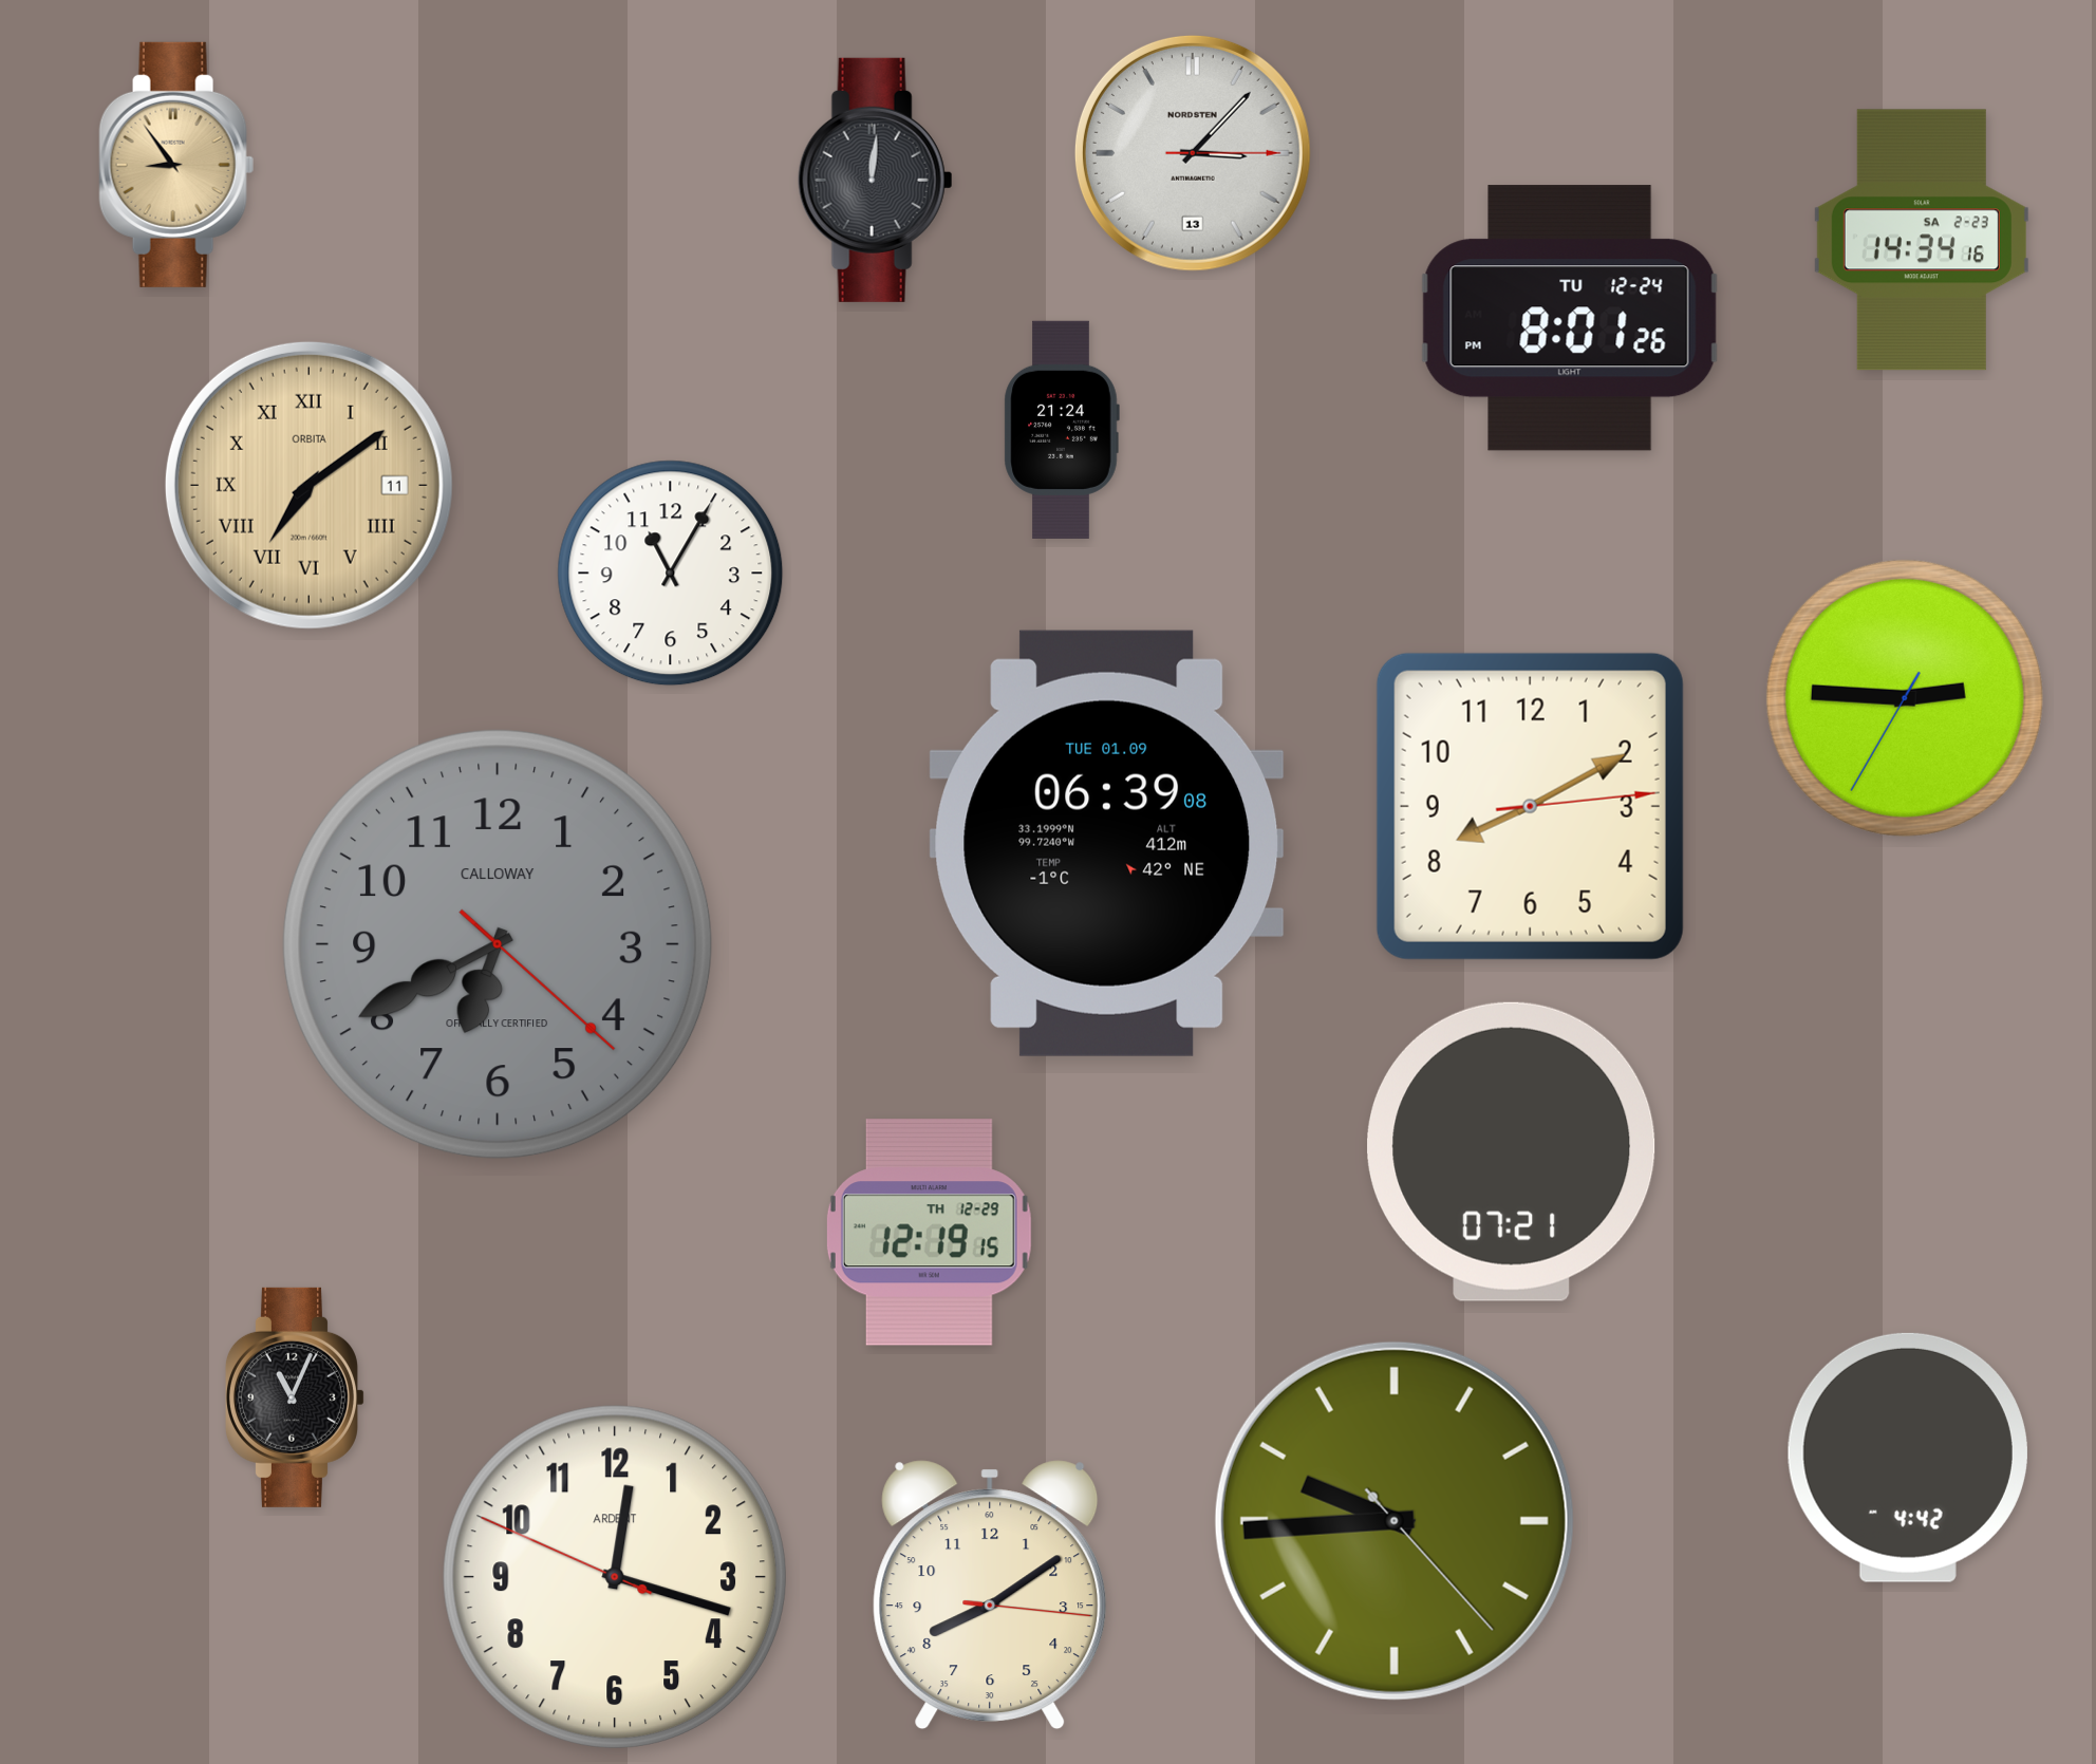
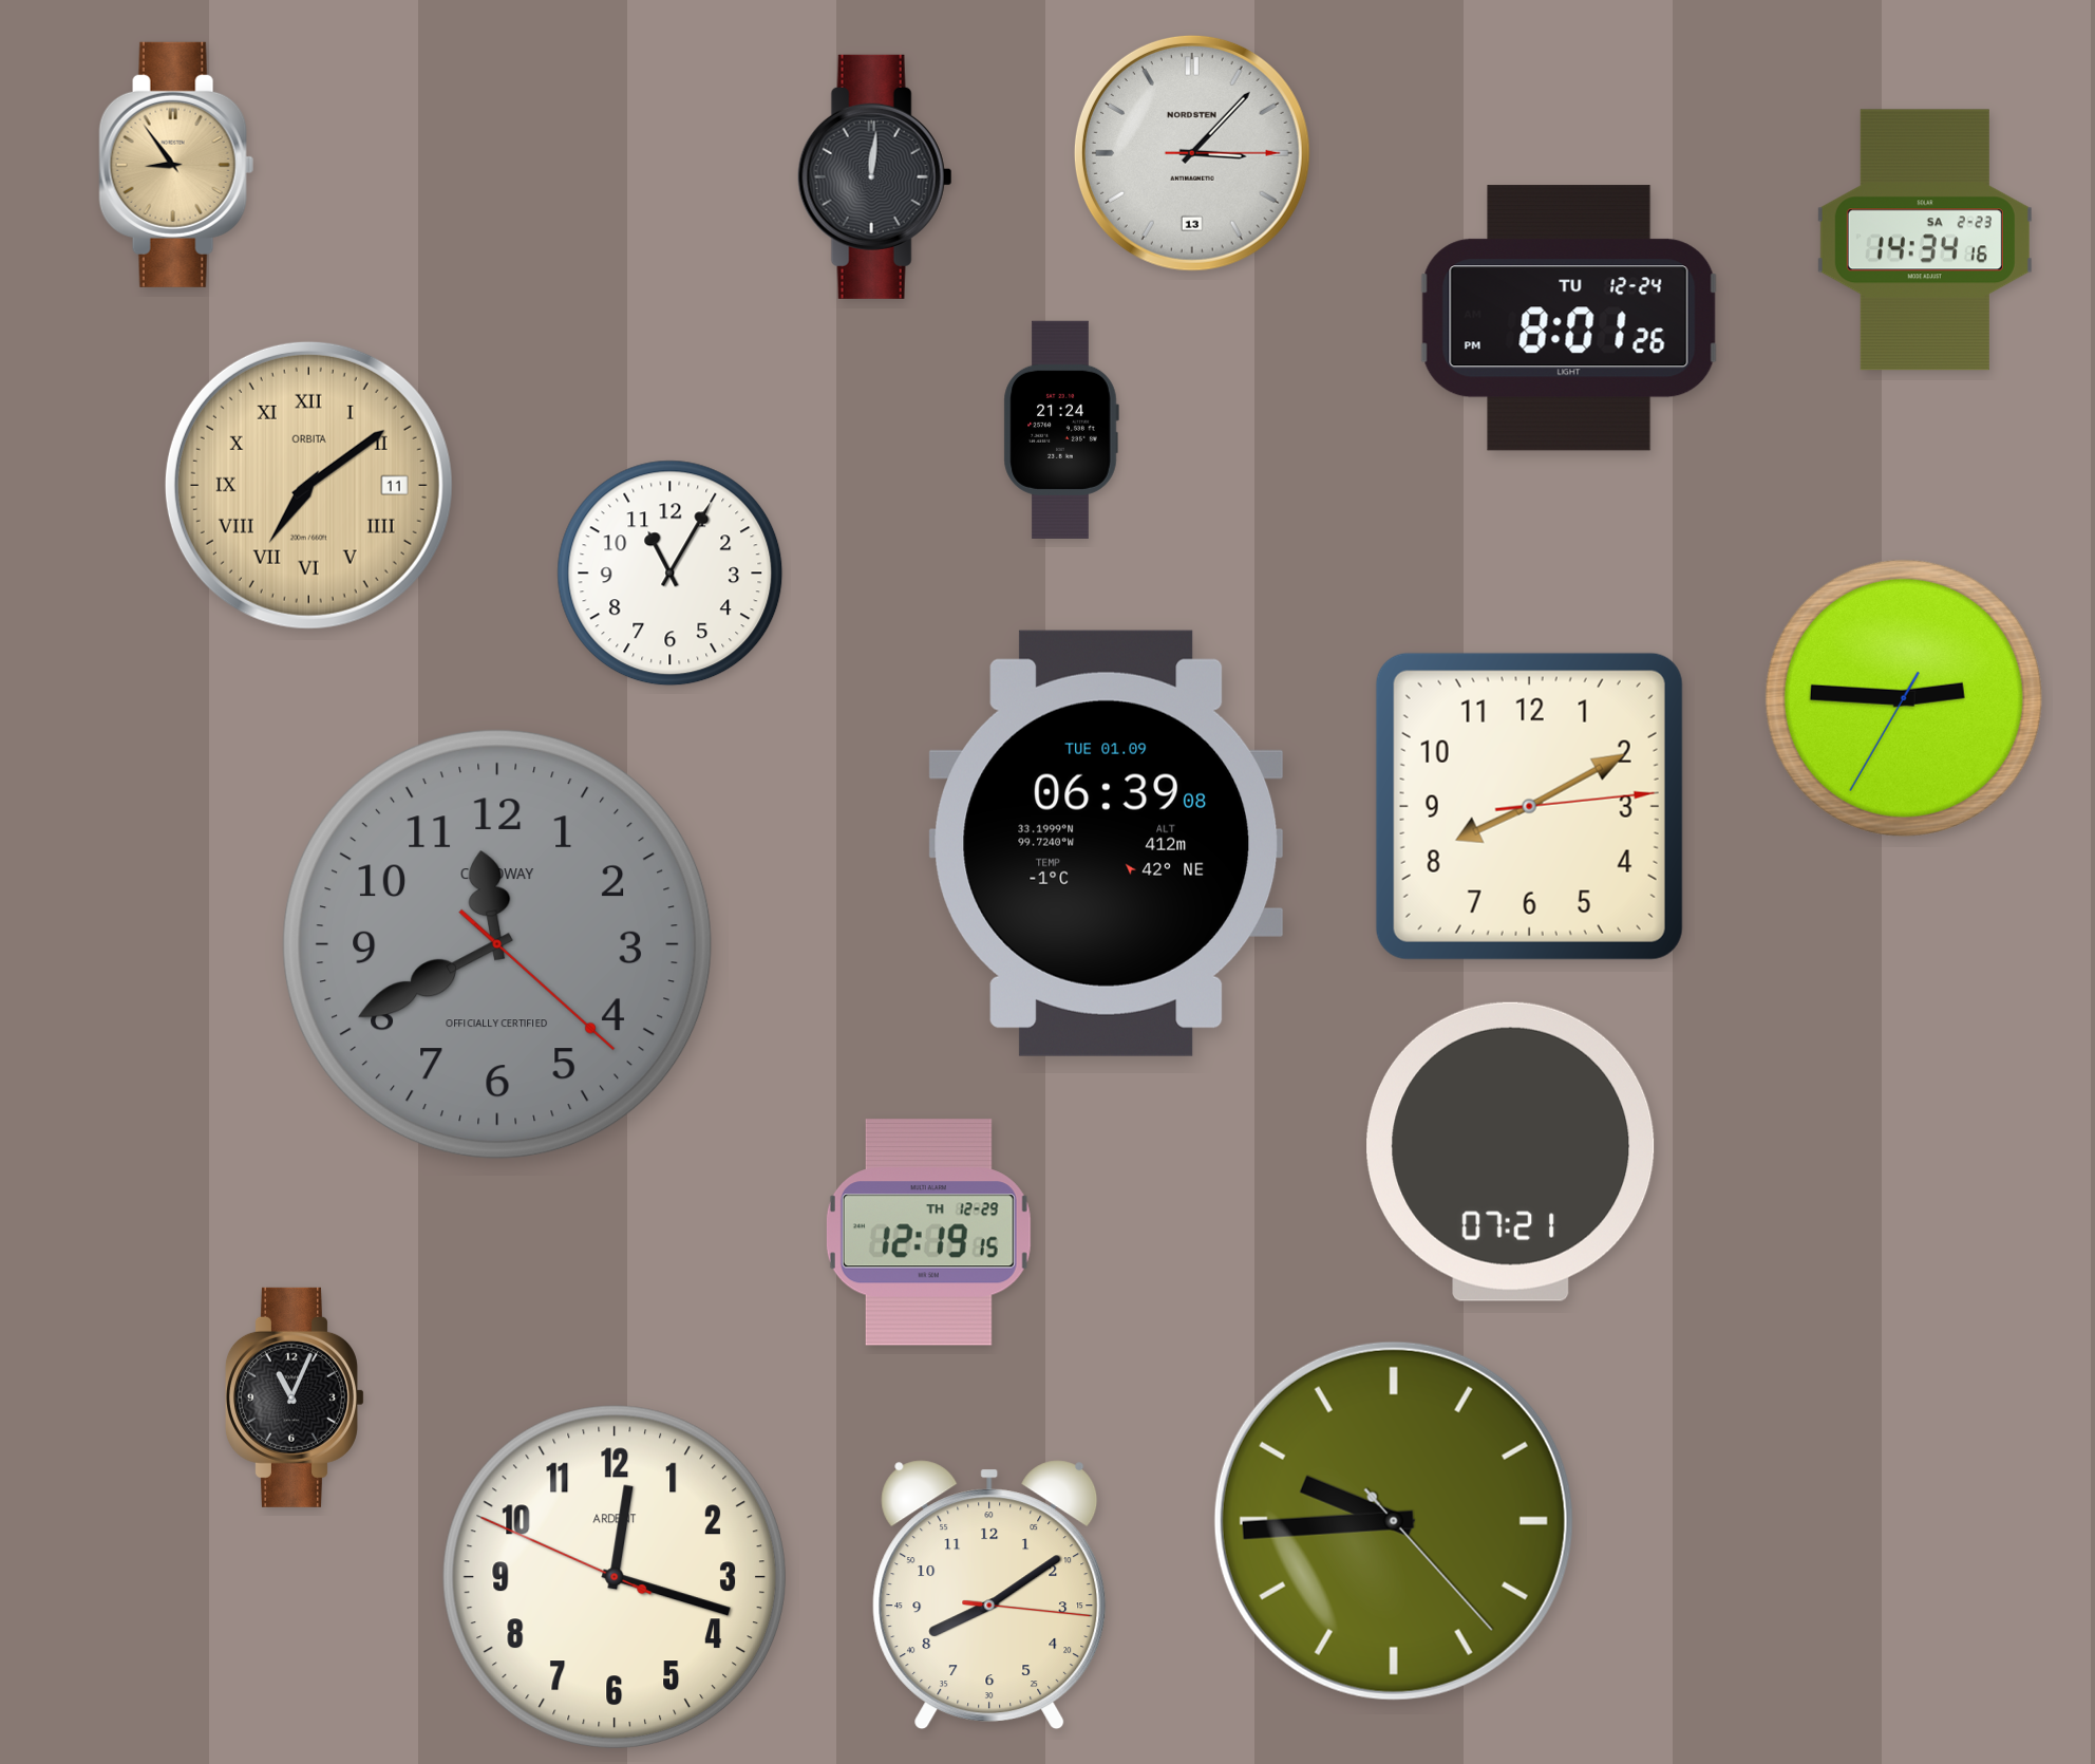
clock at (876, 180) position: (876, 180) -> (875, 176)
clock at (1922, 240) position: (1922, 240) -> (1925, 240)
clock at (498, 944): 6:40 -> 11:40
clock at (1908, 1458): 4:42 -> none
